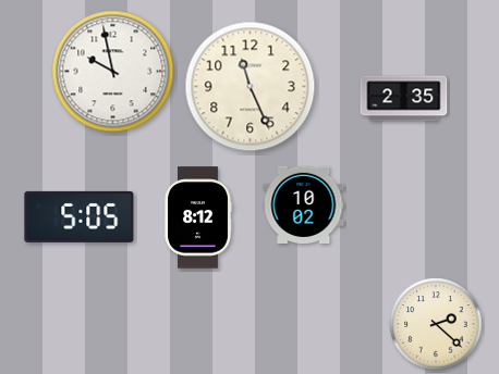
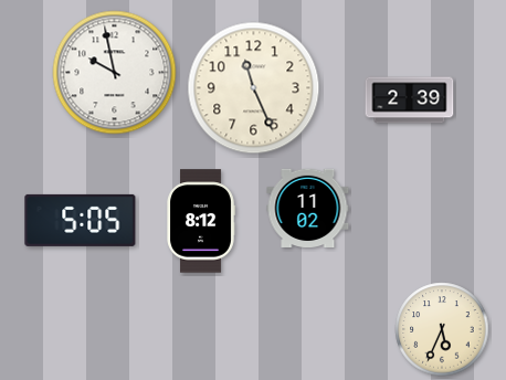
clock at (404, 99): 2:35 -> 2:39
clock at (304, 204): 10:02 -> 11:02
clock at (436, 324): 2:22 -> 5:34
